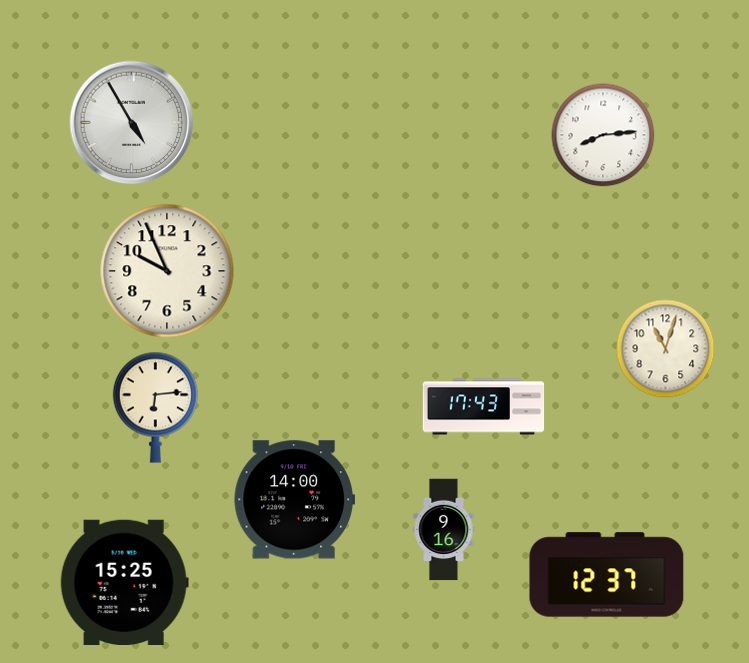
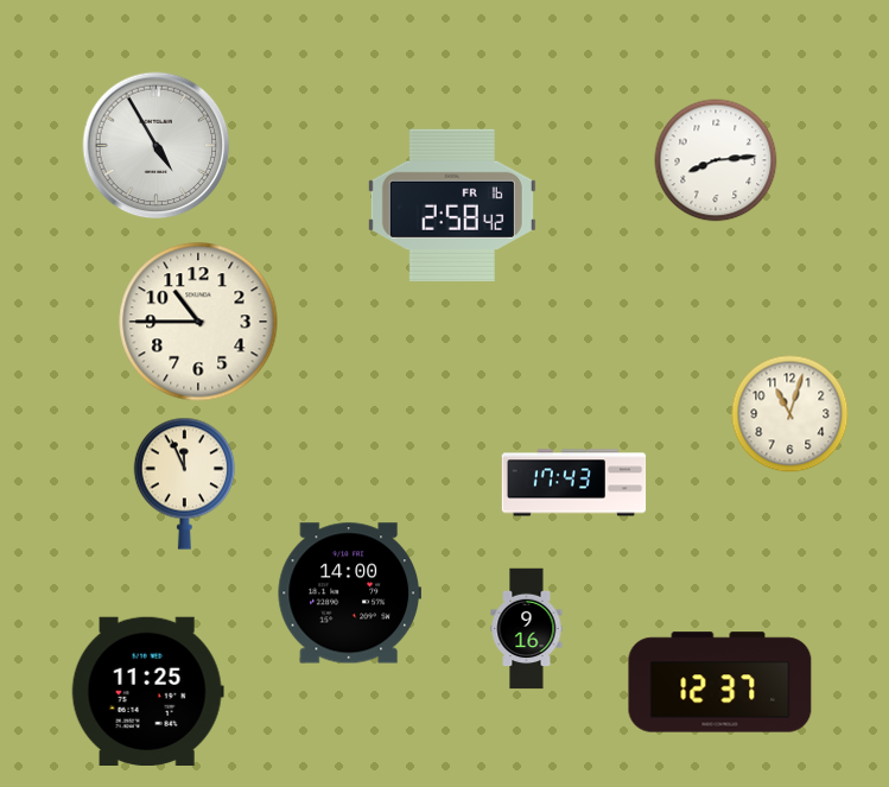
clock at (452, 205): none -> 2:58
clock at (167, 271): 9:56 -> 10:45
clock at (155, 407): 6:14 -> 11:56
clock at (124, 582): 15:25 -> 11:25
